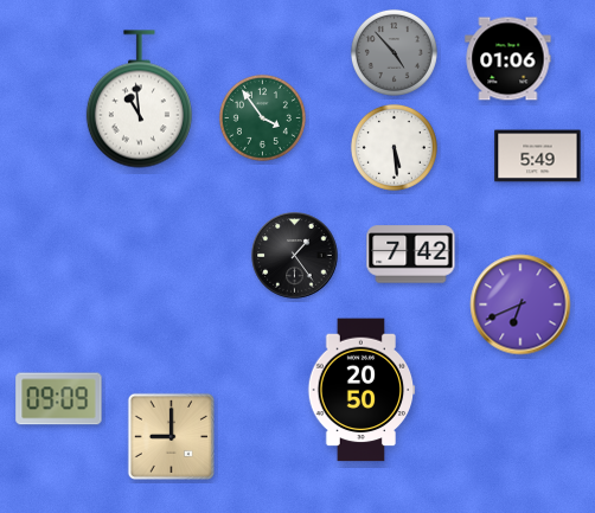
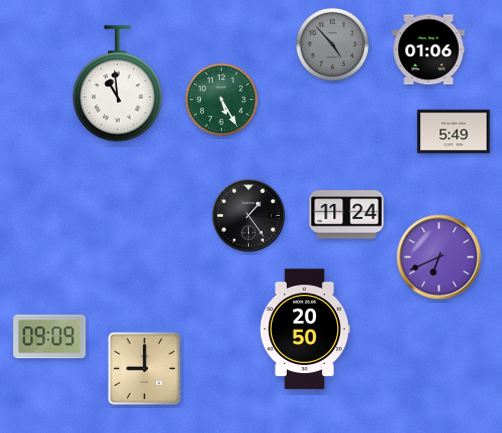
clock at (262, 117): 3:54 -> 5:25
clock at (394, 147): 5:29 -> none
clock at (411, 255): 7:42 -> 11:24
